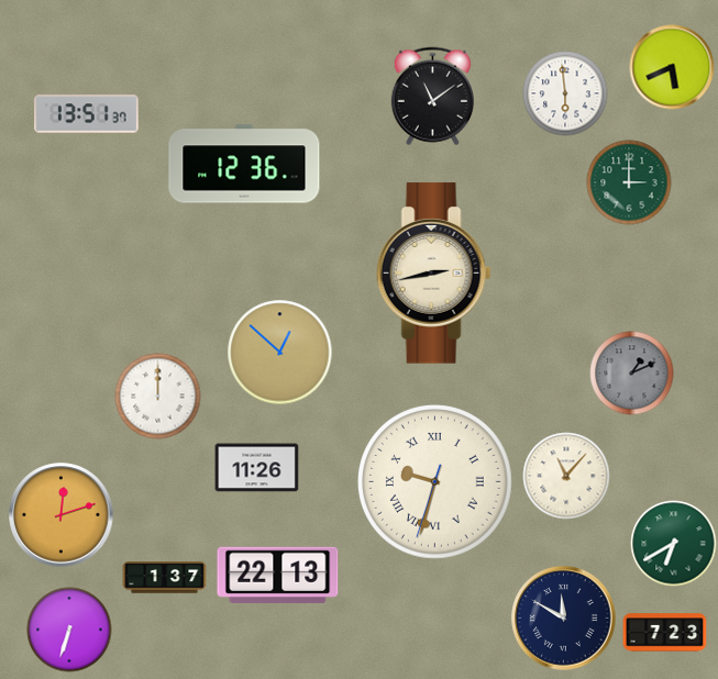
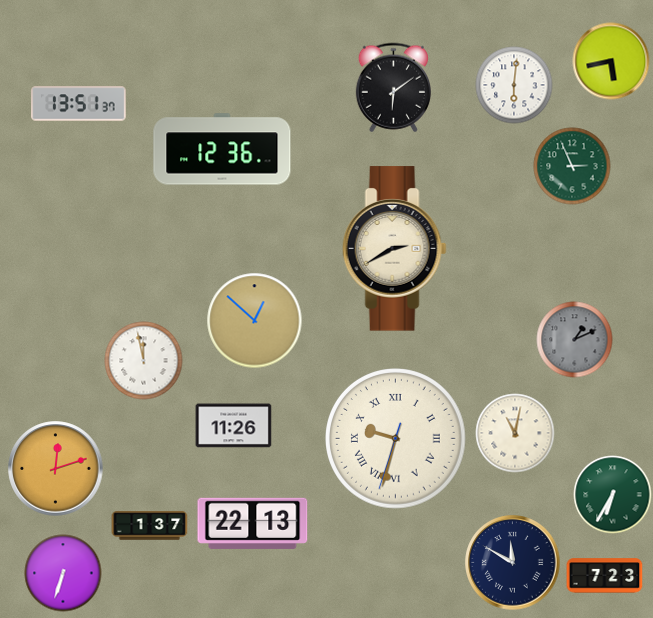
clock at (672, 67): 5:41 -> 5:43
clock at (565, 93): 5:59 -> 6:01
clock at (432, 97): 11:09 -> 6:09
clock at (629, 182): 3:00 -> 2:56
clock at (433, 274): 2:43 -> 2:40
clock at (158, 397): 12:00 -> 11:58
clock at (566, 476): 11:07 -> 11:02
clock at (674, 544): 6:40 -> 6:35
